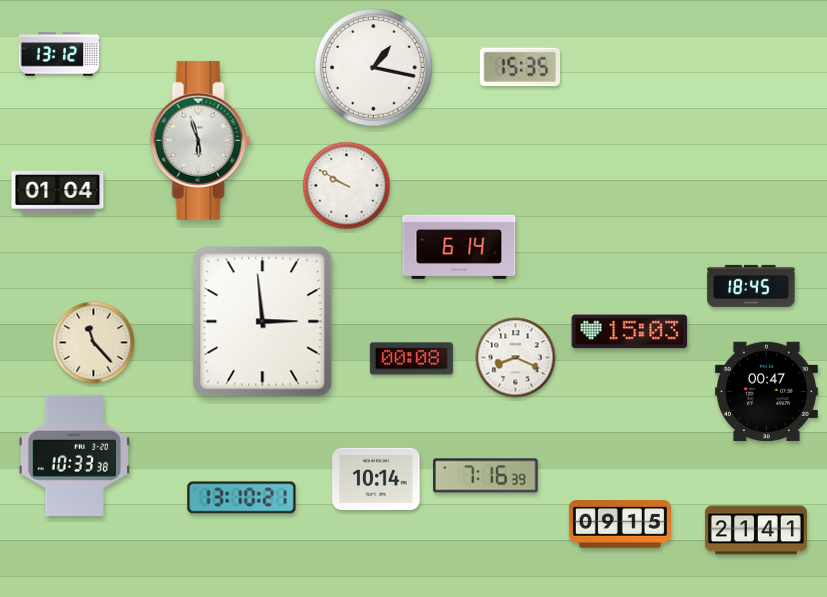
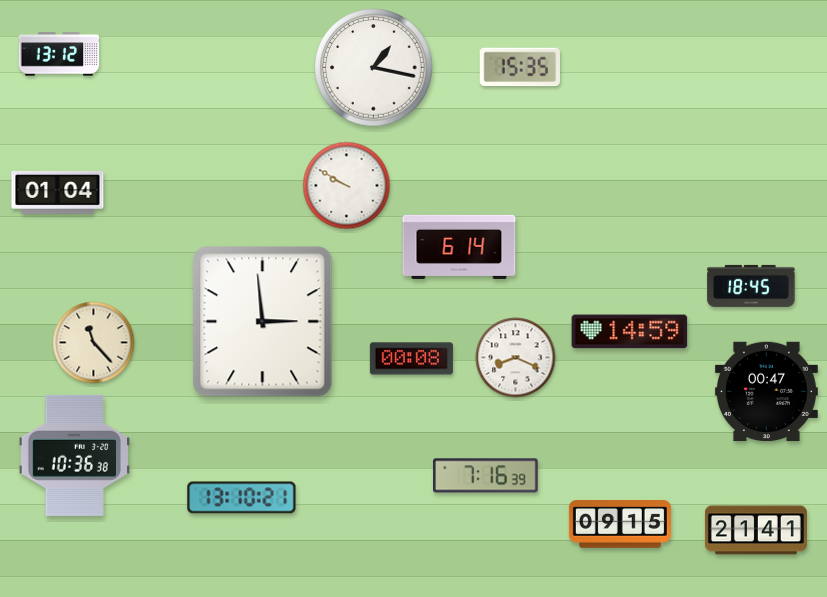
clock at (200, 140): 5:57 -> none
clock at (630, 332): 15:03 -> 14:59
clock at (74, 455): 10:33 -> 10:36
clock at (376, 478): 10:14 -> none
